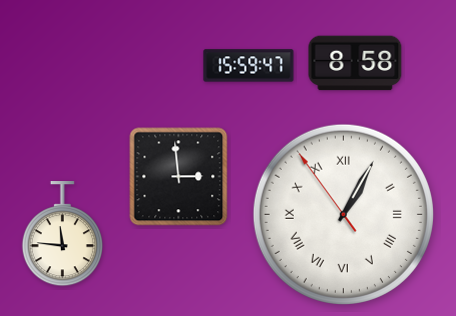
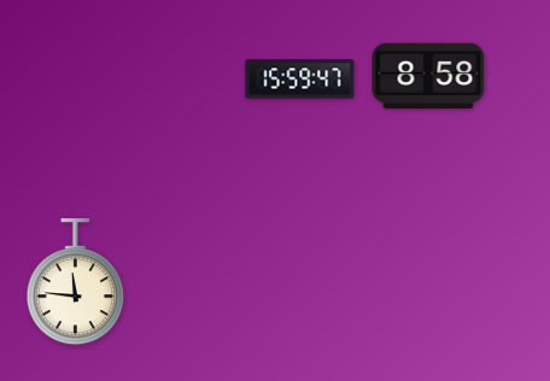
clock at (179, 177): 2:59 -> none
clock at (343, 214): 1:04 -> none
